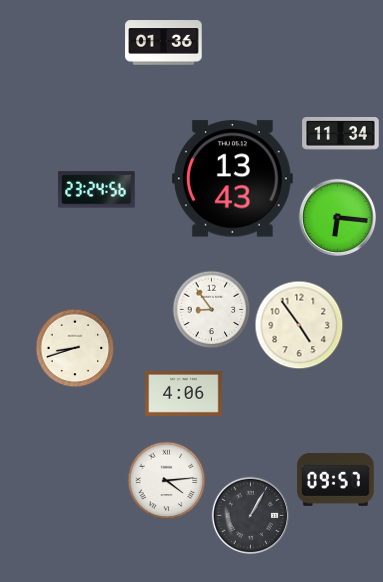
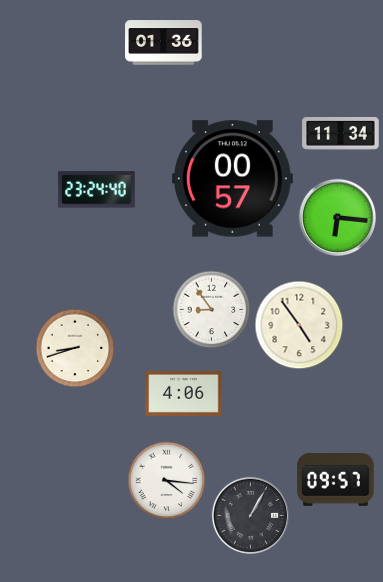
clock at (232, 179): 13:43 -> 00:57
clock at (97, 190): 23:24:56 -> 23:24:40
clock at (166, 480): 4:14 -> 4:16
